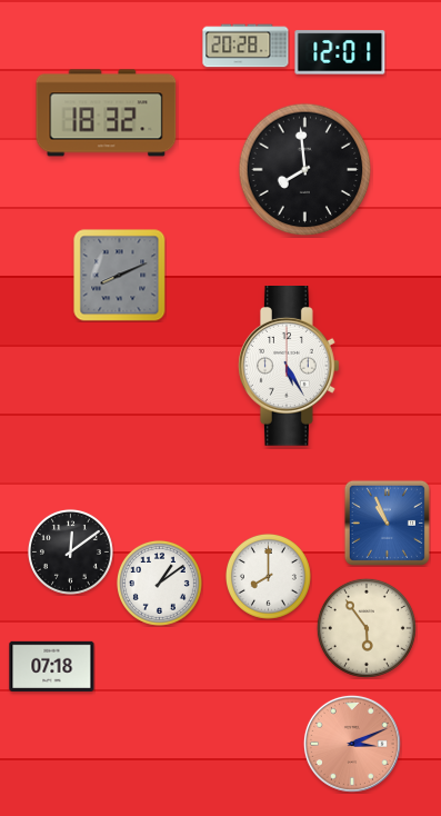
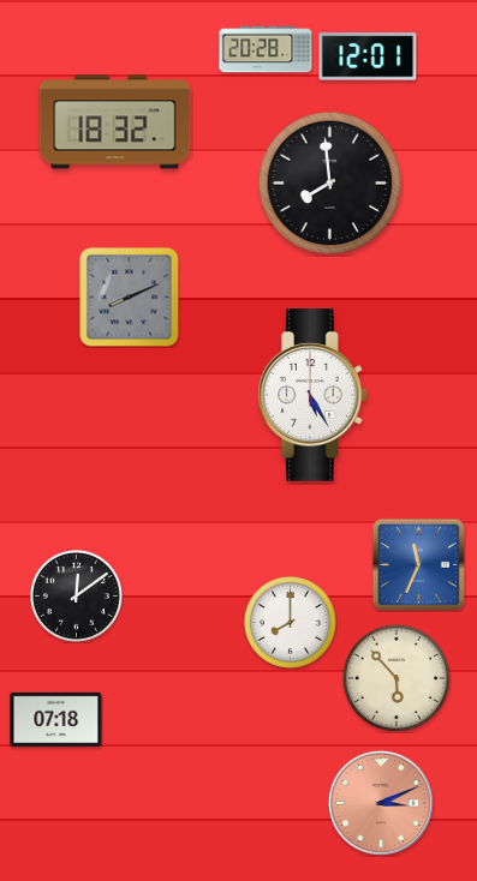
clock at (387, 523): 10:56 -> 11:34
clock at (159, 583): 1:09 -> none
clock at (367, 628): 5:54 -> 5:53
